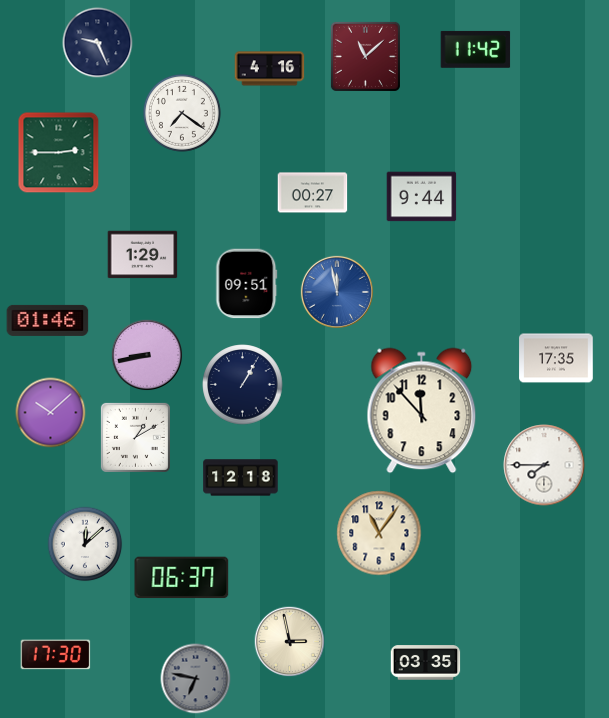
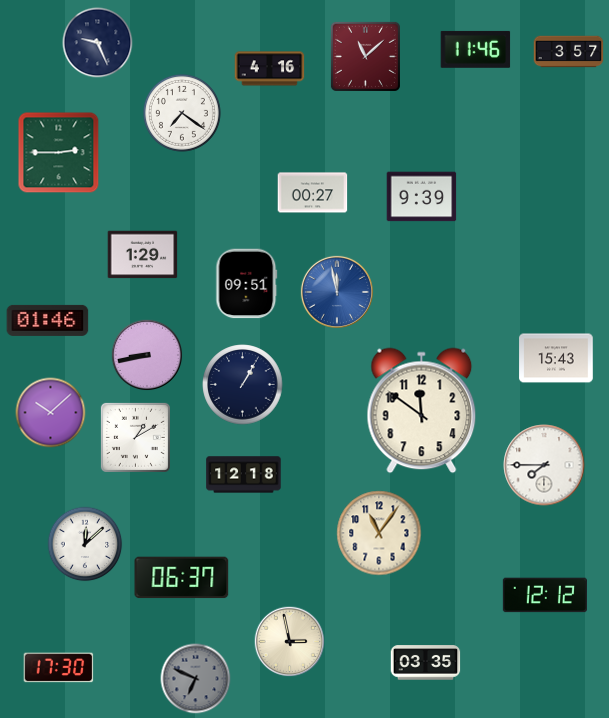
clock at (476, 49): 11:42 -> 11:46
clock at (569, 52): none -> 3:57
clock at (422, 197): 9:44 -> 9:39
clock at (556, 358): 17:35 -> 15:43
clock at (422, 411): 11:53 -> 11:51
clock at (241, 478) position: (241, 478) -> (244, 475)
clock at (545, 595): none -> 12:12
clock at (56, 655) position: (56, 655) -> (59, 668)
clock at (196, 679): 6:47 -> 6:49
